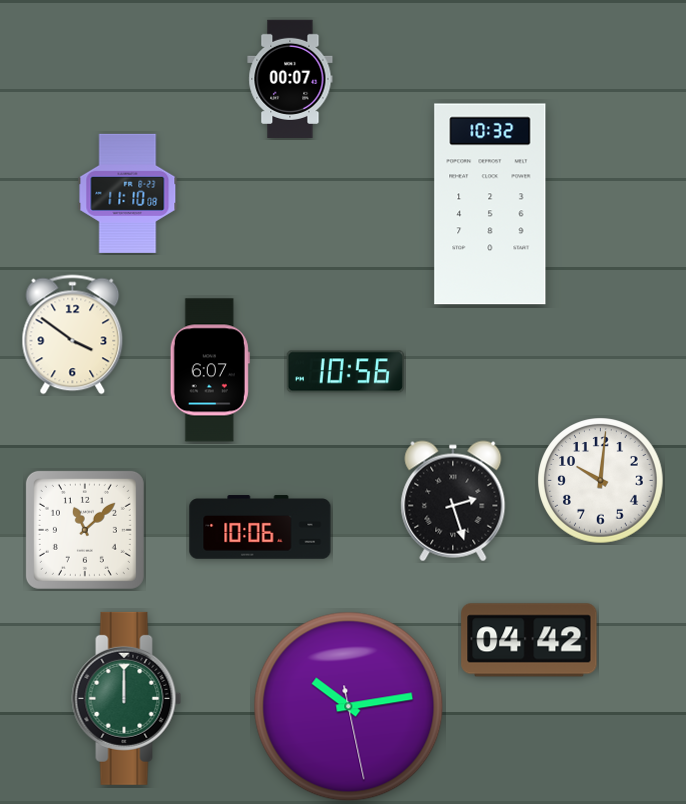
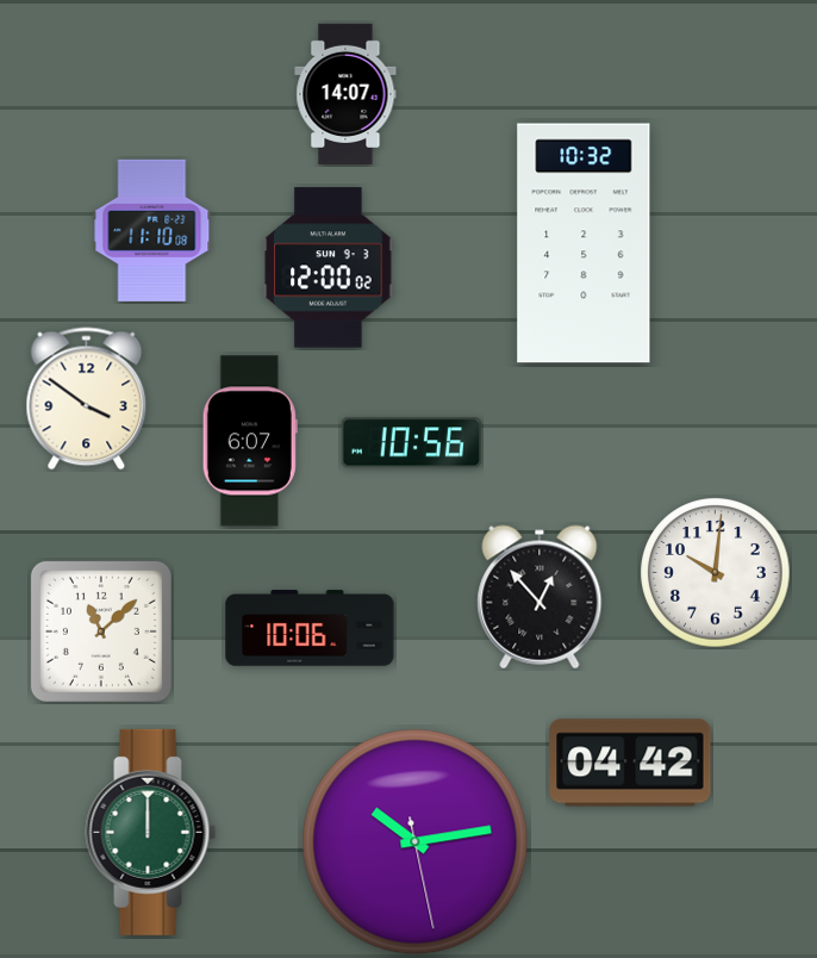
clock at (290, 79): 00:07 -> 14:07
clock at (329, 268): none -> 12:00
clock at (453, 501): 2:27 -> 12:53
